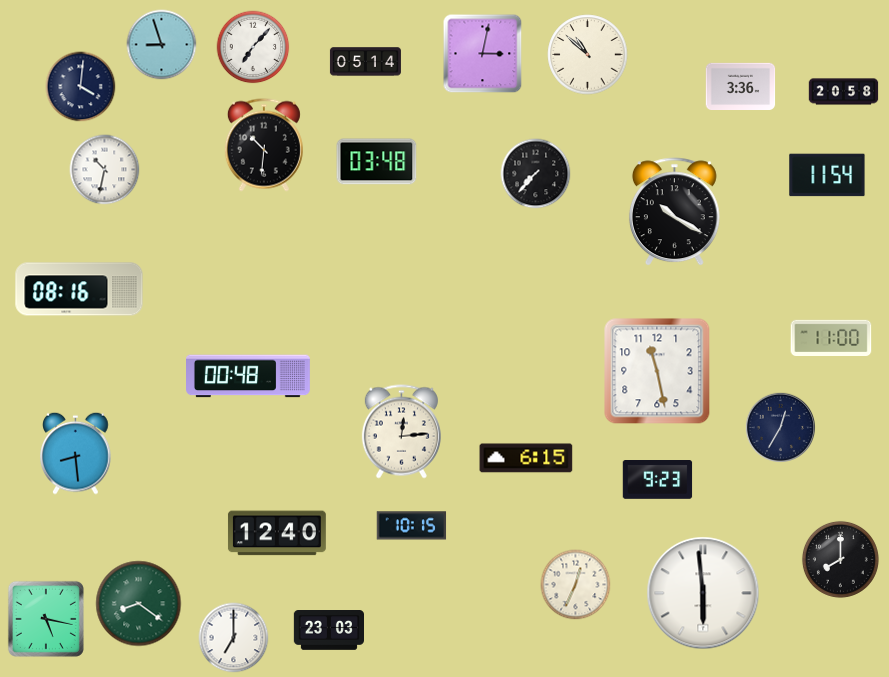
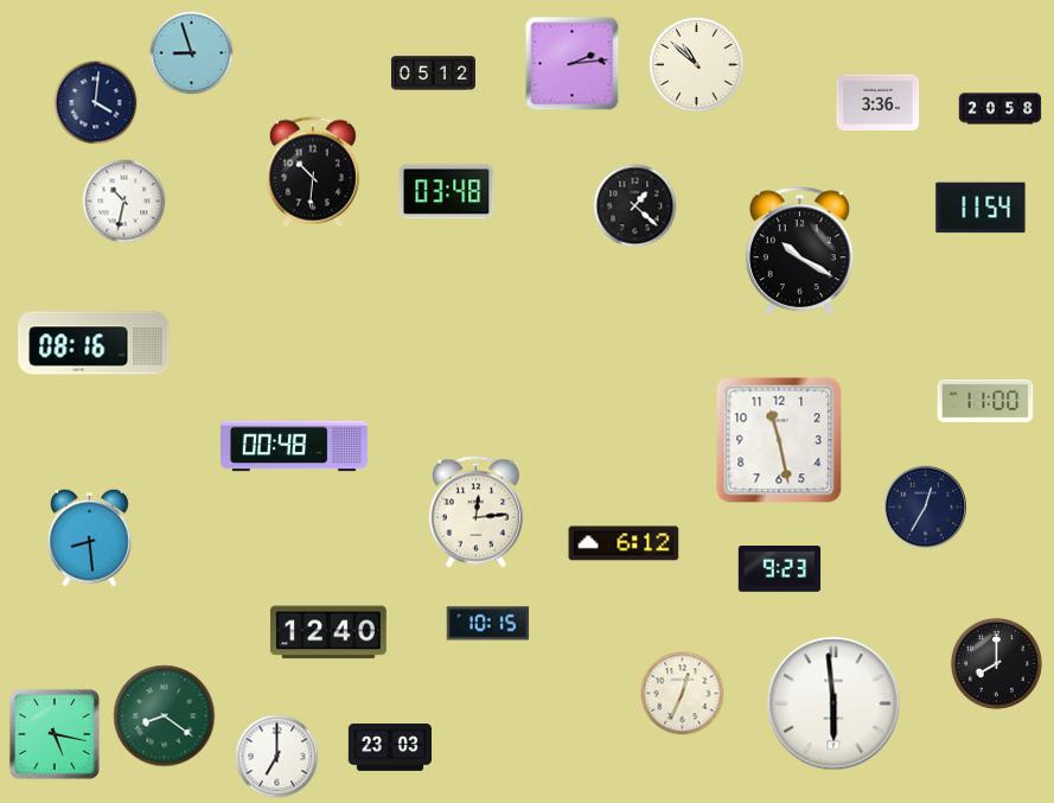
clock at (253, 47): 7:07 -> none
clock at (483, 54): 3:02 -> 2:14
clock at (365, 62): 05:14 -> 05:12
clock at (536, 174): 7:37 -> 1:22
clock at (526, 458): 6:15 -> 6:12
